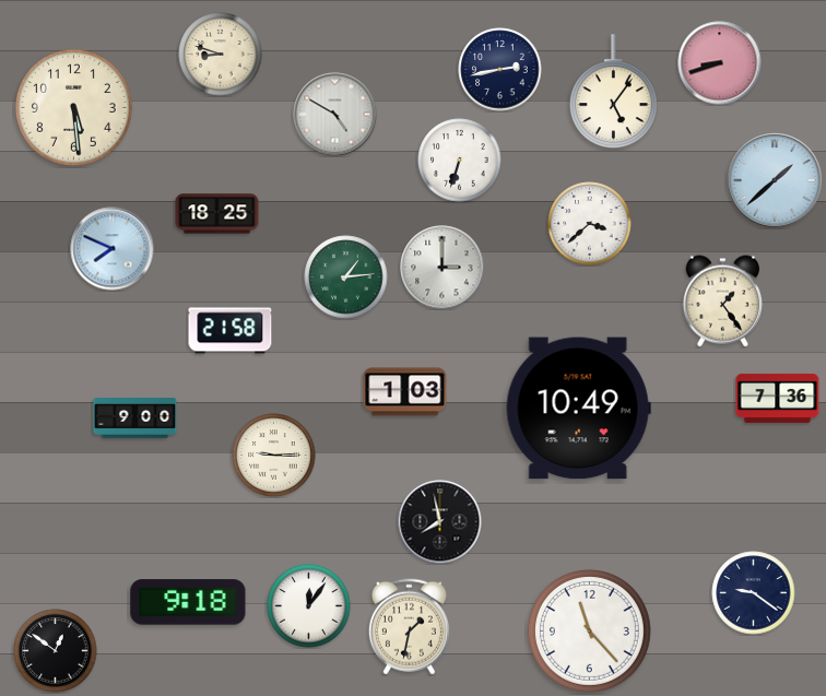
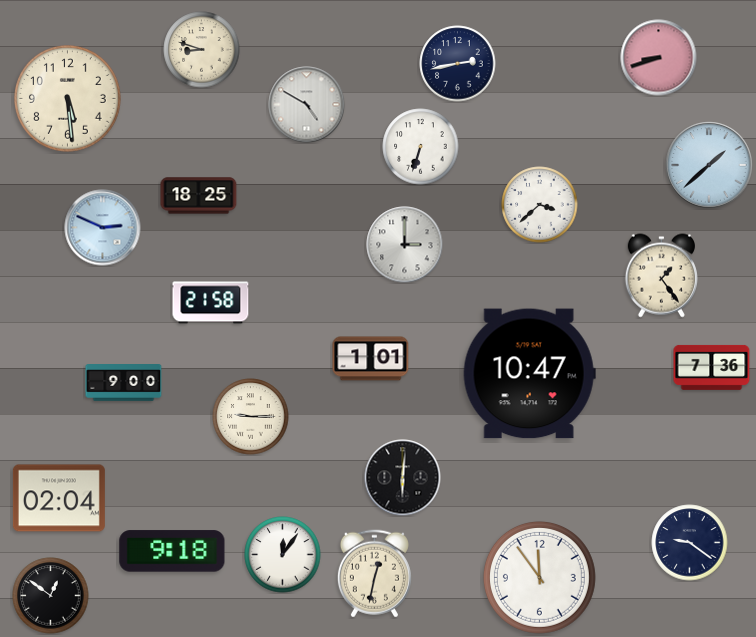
clock at (613, 92): 5:06 -> none
clock at (113, 249): 7:49 -> 2:49
clock at (346, 278): 1:14 -> none
clock at (405, 392): 1:03 -> 1:01
clock at (778, 398) position: (778, 398) -> (712, 367)
clock at (578, 409): 10:49 -> 10:47
clock at (440, 522): 7:58 -> 6:01
clock at (59, 498): none -> 02:04
clock at (409, 627): 1:32 -> 12:32
clock at (589, 630): 11:23 -> 11:54
